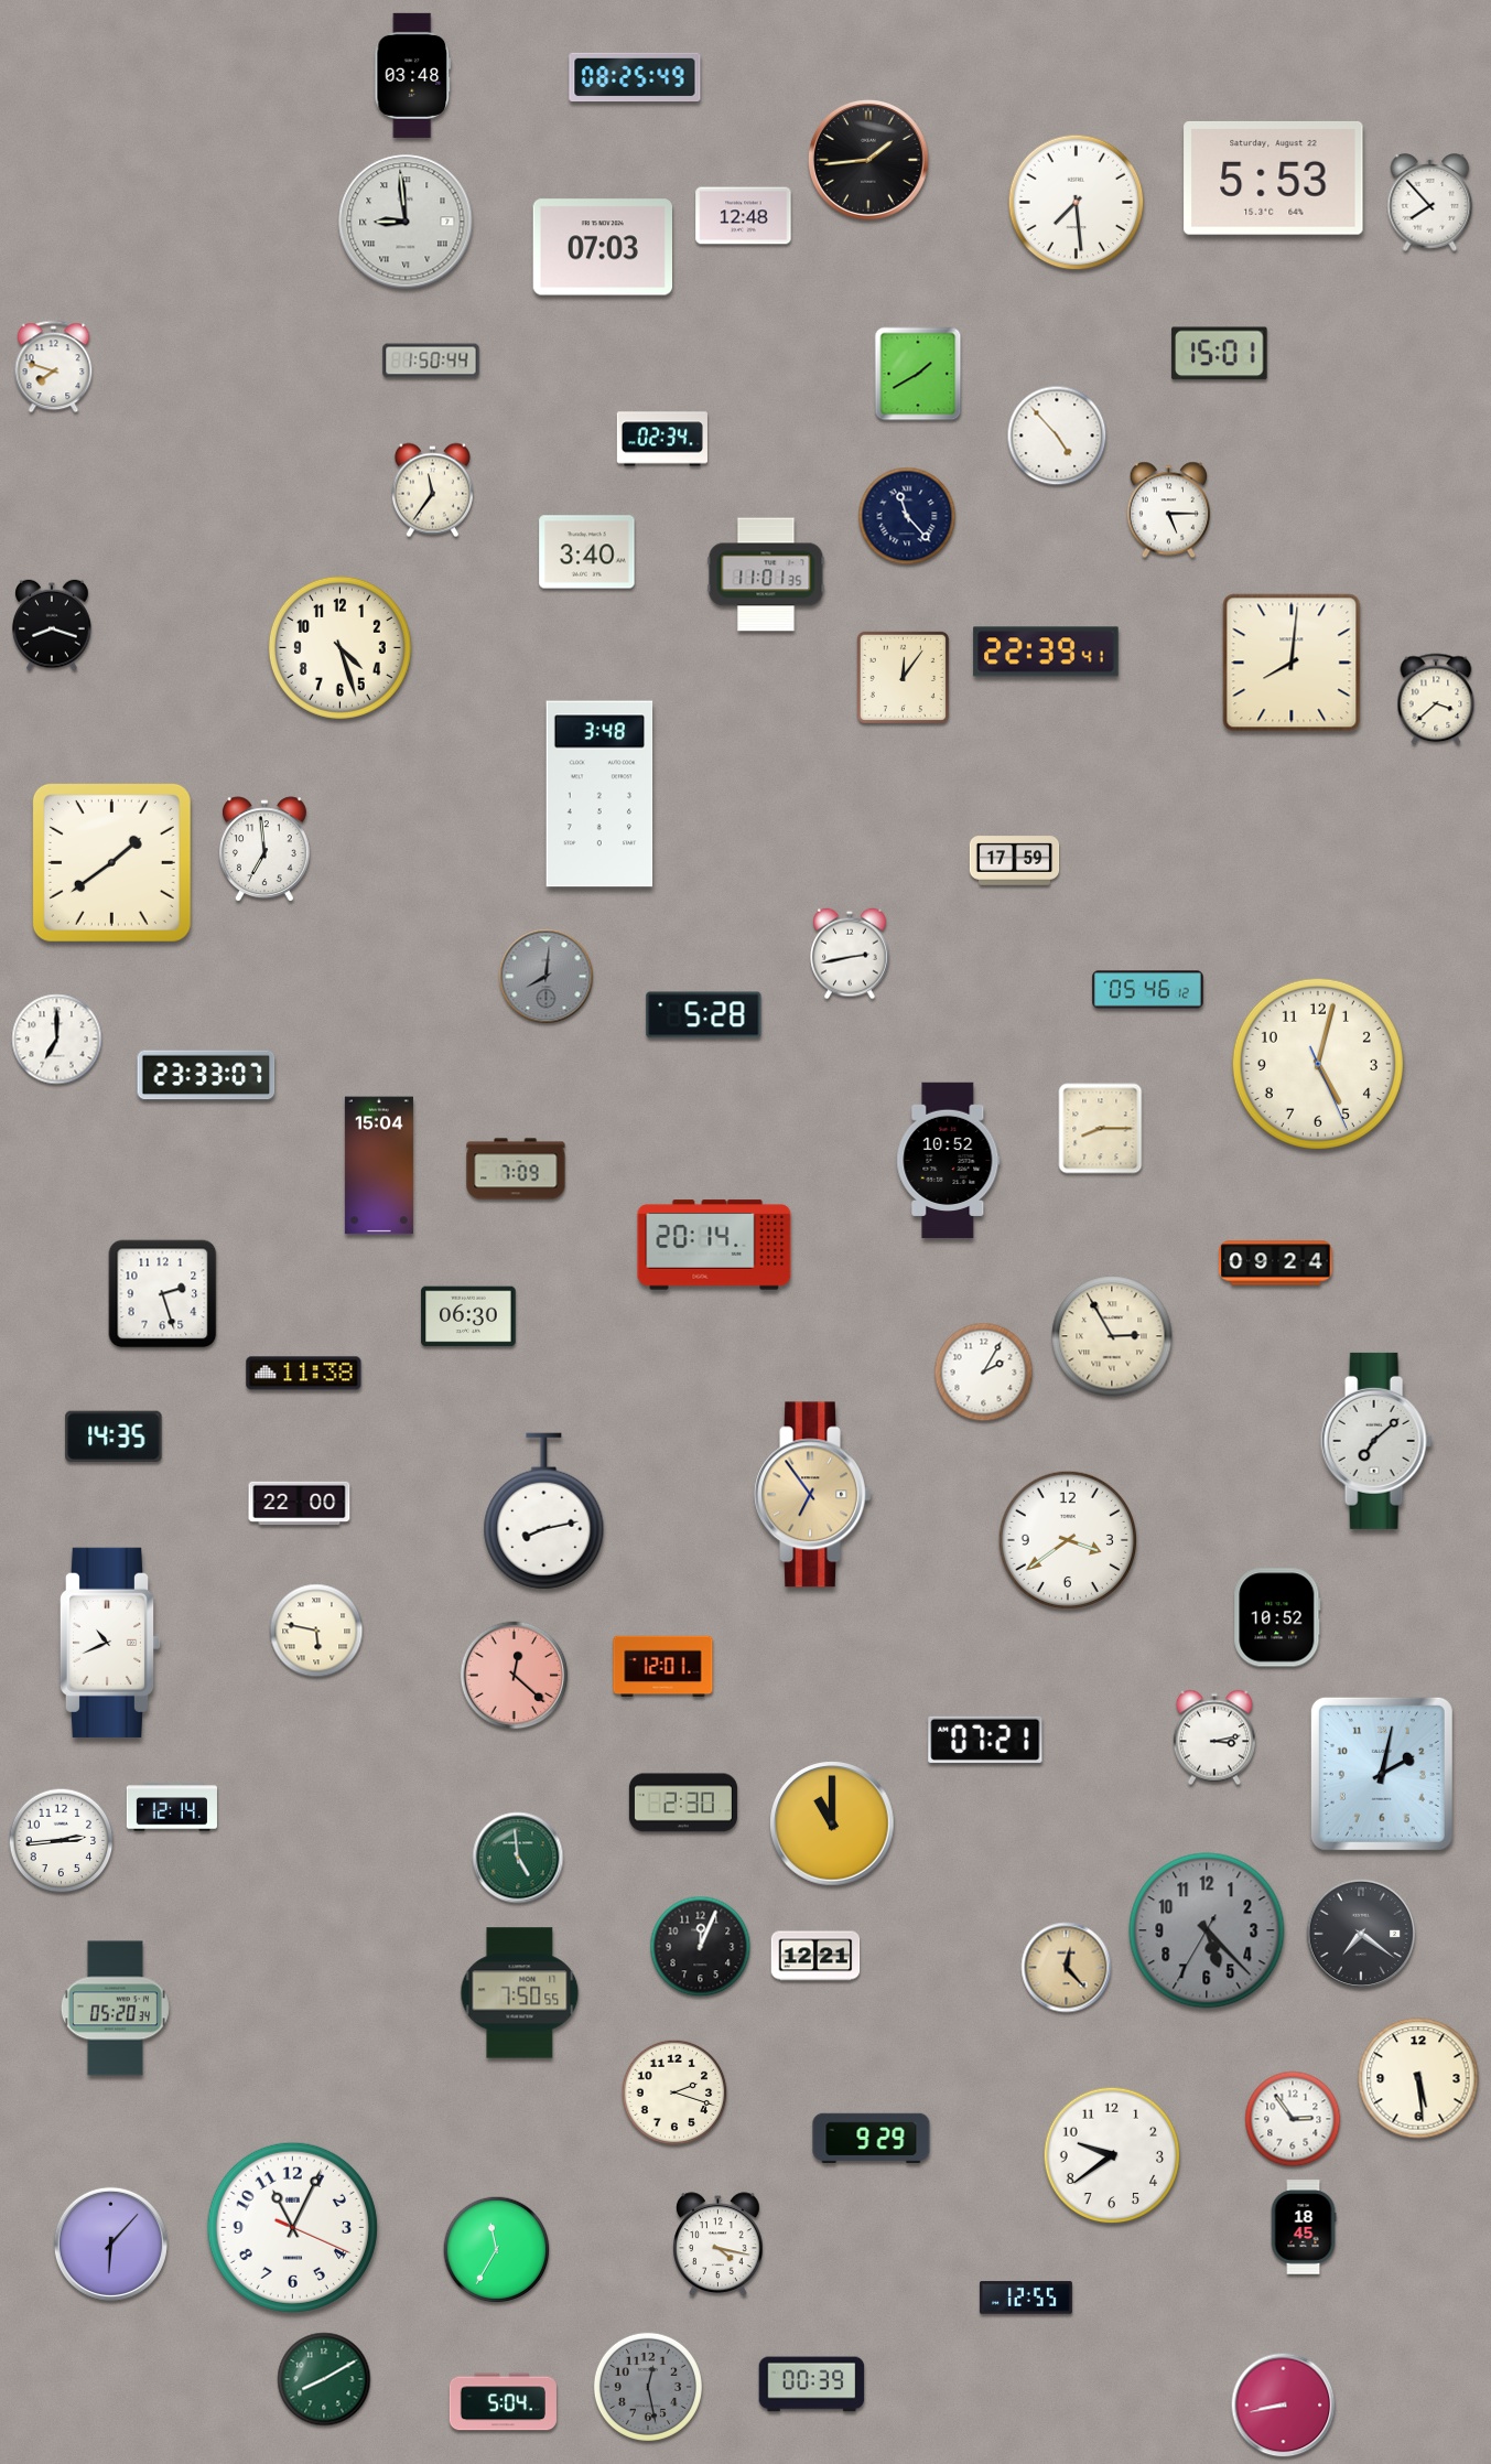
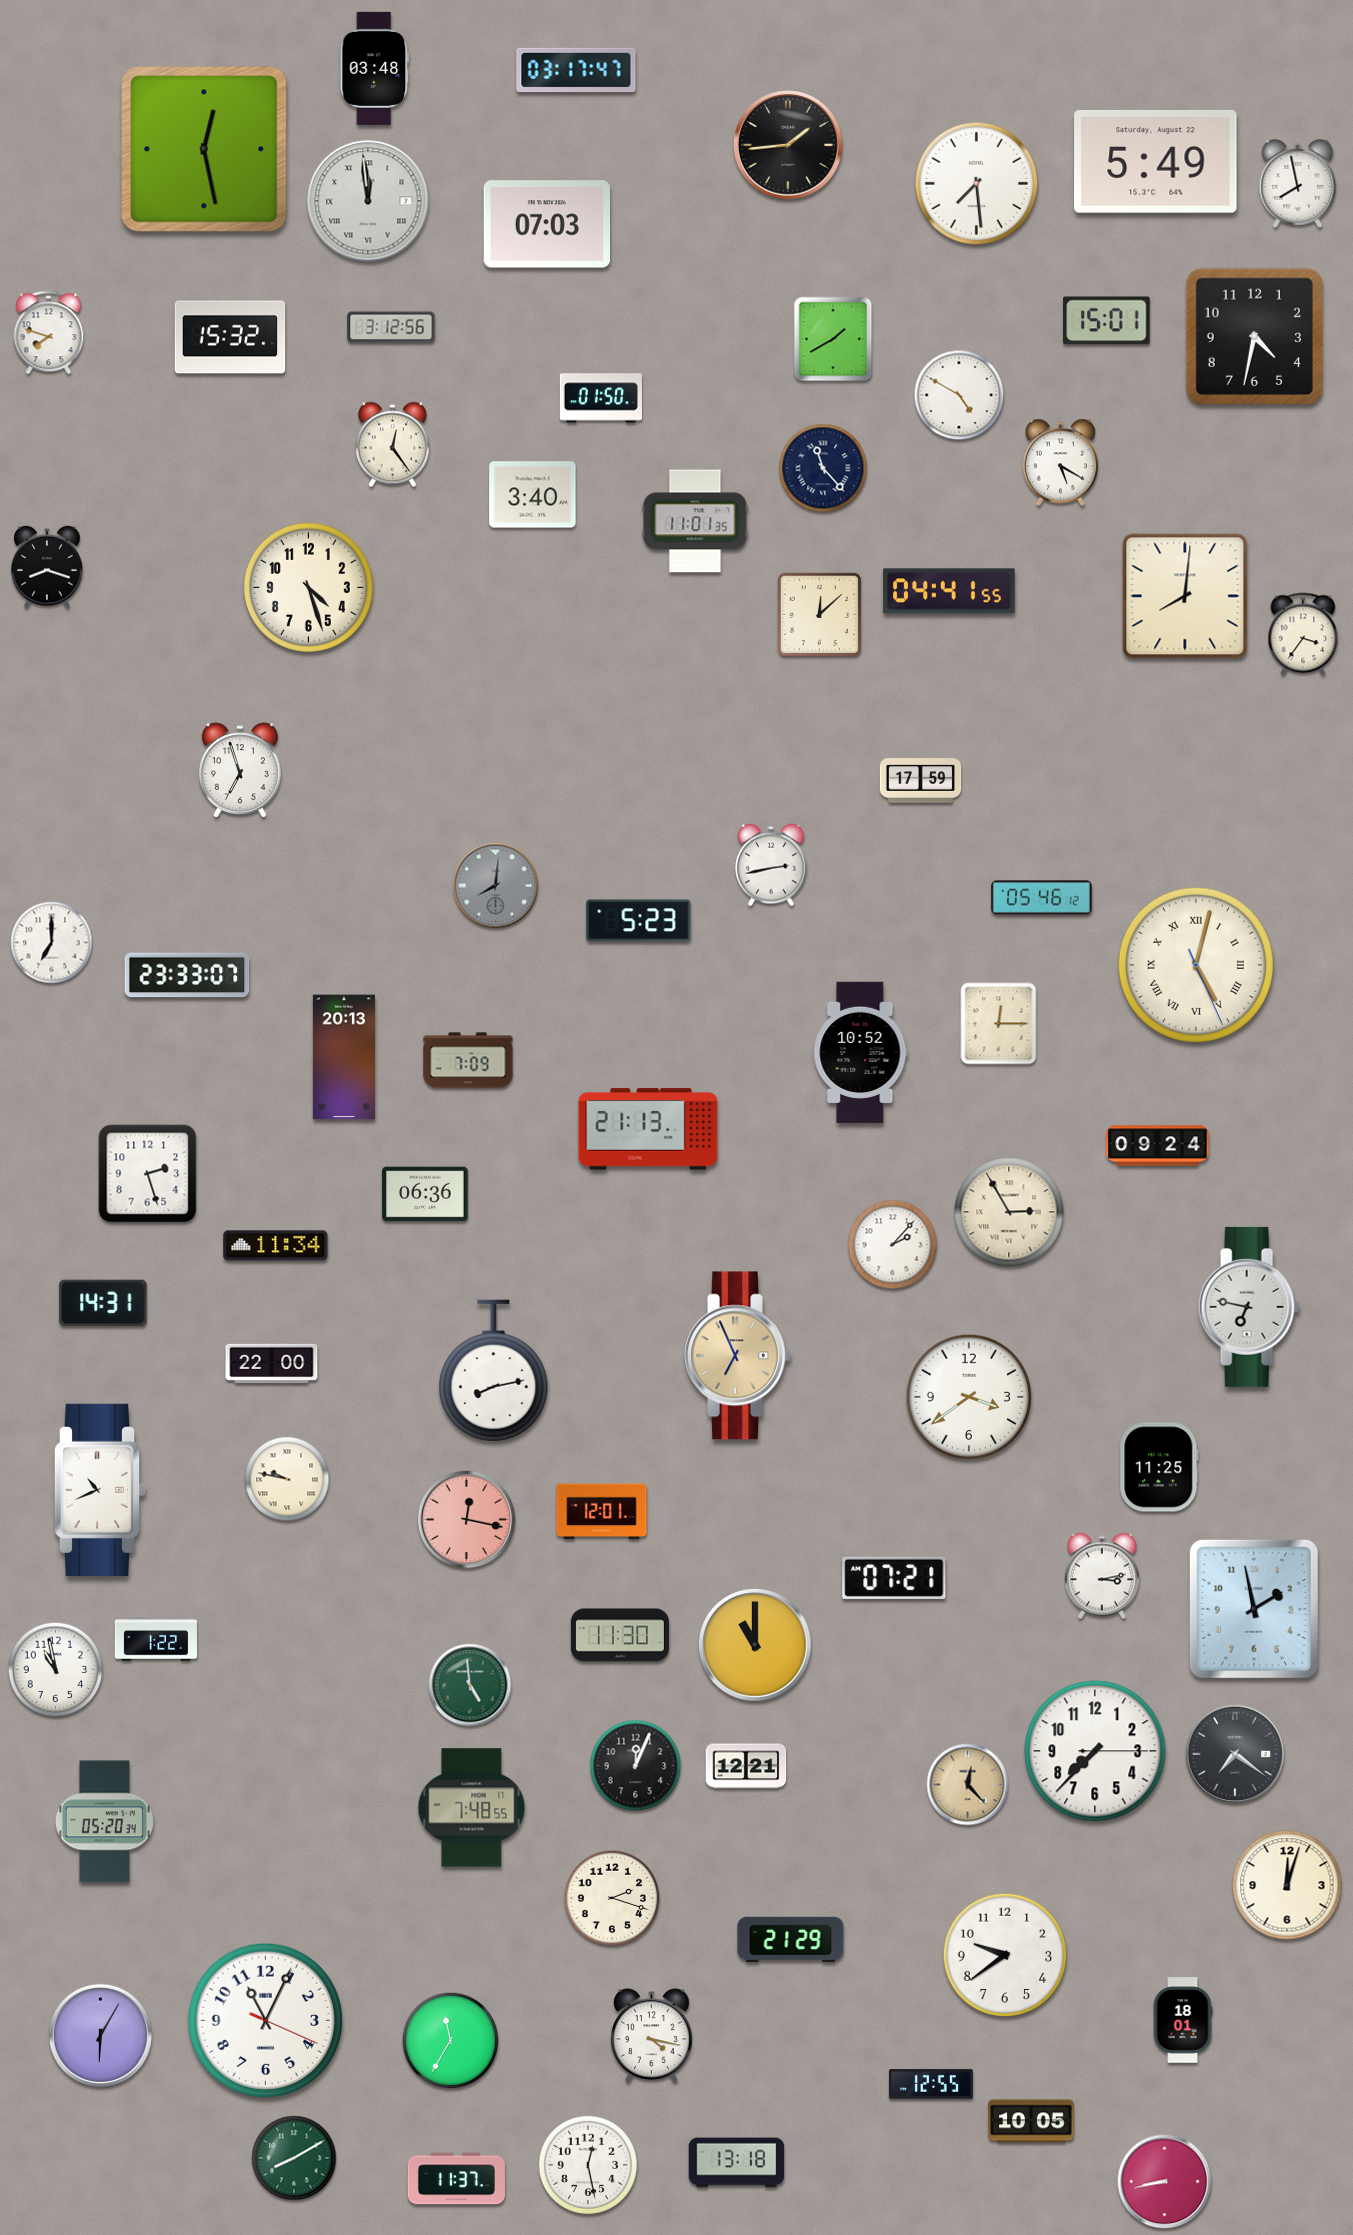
clock at (635, 77): 08:25 -> 03:17
clock at (204, 149): none -> 12:28
clock at (1274, 177): 5:53 -> 5:49
clock at (1430, 203): 7:53 -> 7:58
clock at (744, 216): 12:48 -> none
clock at (406, 222): 8:59 -> 11:59
clock at (431, 361): 1:50 -> 3:12
clock at (1254, 336): none -> 4:32
clock at (230, 337): none -> 15:32
clock at (1057, 435): 4:53 -> 4:50
clock at (662, 439): 02:34 -> 01:50
clock at (432, 491): 11:36 -> 12:24
clock at (1168, 510): 5:15 -> 5:20
clock at (587, 552) position: (587, 552) -> (533, 495)
clock at (1046, 652): 22:39 -> 04:41
clock at (1292, 663) position: (1292, 663) -> (1185, 596)
clock at (903, 677): 12:06 -> 12:08
clock at (1436, 699): 3:38 -> 3:36
clock at (599, 794): 3:48 -> none
clock at (264, 850): 6:59 -> 6:57
clock at (111, 862): 1:39 -> none
clock at (704, 1015): 5:28 -> 5:23
clock at (1318, 1064) numerals: Arabic -> Roman
clock at (1101, 1129): 8:15 -> 12:15
clock at (379, 1165): 15:04 -> 20:13
clock at (714, 1245): 20:14 -> 21:13
clock at (468, 1316): 06:30 -> 06:36
clock at (984, 1373): 2:05 -> 2:07
clock at (304, 1374): 11:38 -> 11:34
clock at (114, 1435): 14:35 -> 14:31
clock at (1376, 1441): 7:08 -> 6:47
clock at (813, 1495): 6:54 -> 6:56
clock at (1277, 1617): 10:52 -> 11:25
clock at (316, 1631): 5:47 -> 9:47
clock at (515, 1676): 12:22 -> 12:17
clock at (1382, 1774): 2:02 -> 1:58
clock at (683, 1803): 2:30 -> 11:30
clock at (171, 1807): 12:14 -> 1:22
clock at (832, 1823) position: (832, 1823) -> (755, 1645)
clock at (62, 1841): 2:44 -> 10:58
clock at (1207, 1930): 5:22 -> 7:37
clock at (1207, 1930) dial: grey -> white
clock at (815, 1956) position: (815, 1956) -> (746, 1766)
clock at (520, 1993): 7:50 -> 7:48
clock at (1418, 2078): 5:29 -> 12:03
clock at (1293, 2119): 2:54 -> none
clock at (872, 2138): 9:29 -> 21:29
clock at (1112, 2155) position: (1112, 2155) -> (1005, 1955)
clock at (1304, 2227): 18:45 -> 18:01
clock at (110, 2244): 6:07 -> 6:05
clock at (1031, 2121): none -> 10:05
clock at (812, 2385): 00:39 -> 13:18
clock at (648, 2387) dial: grey -> white
clock at (503, 2402): 5:04 -> 11:37
